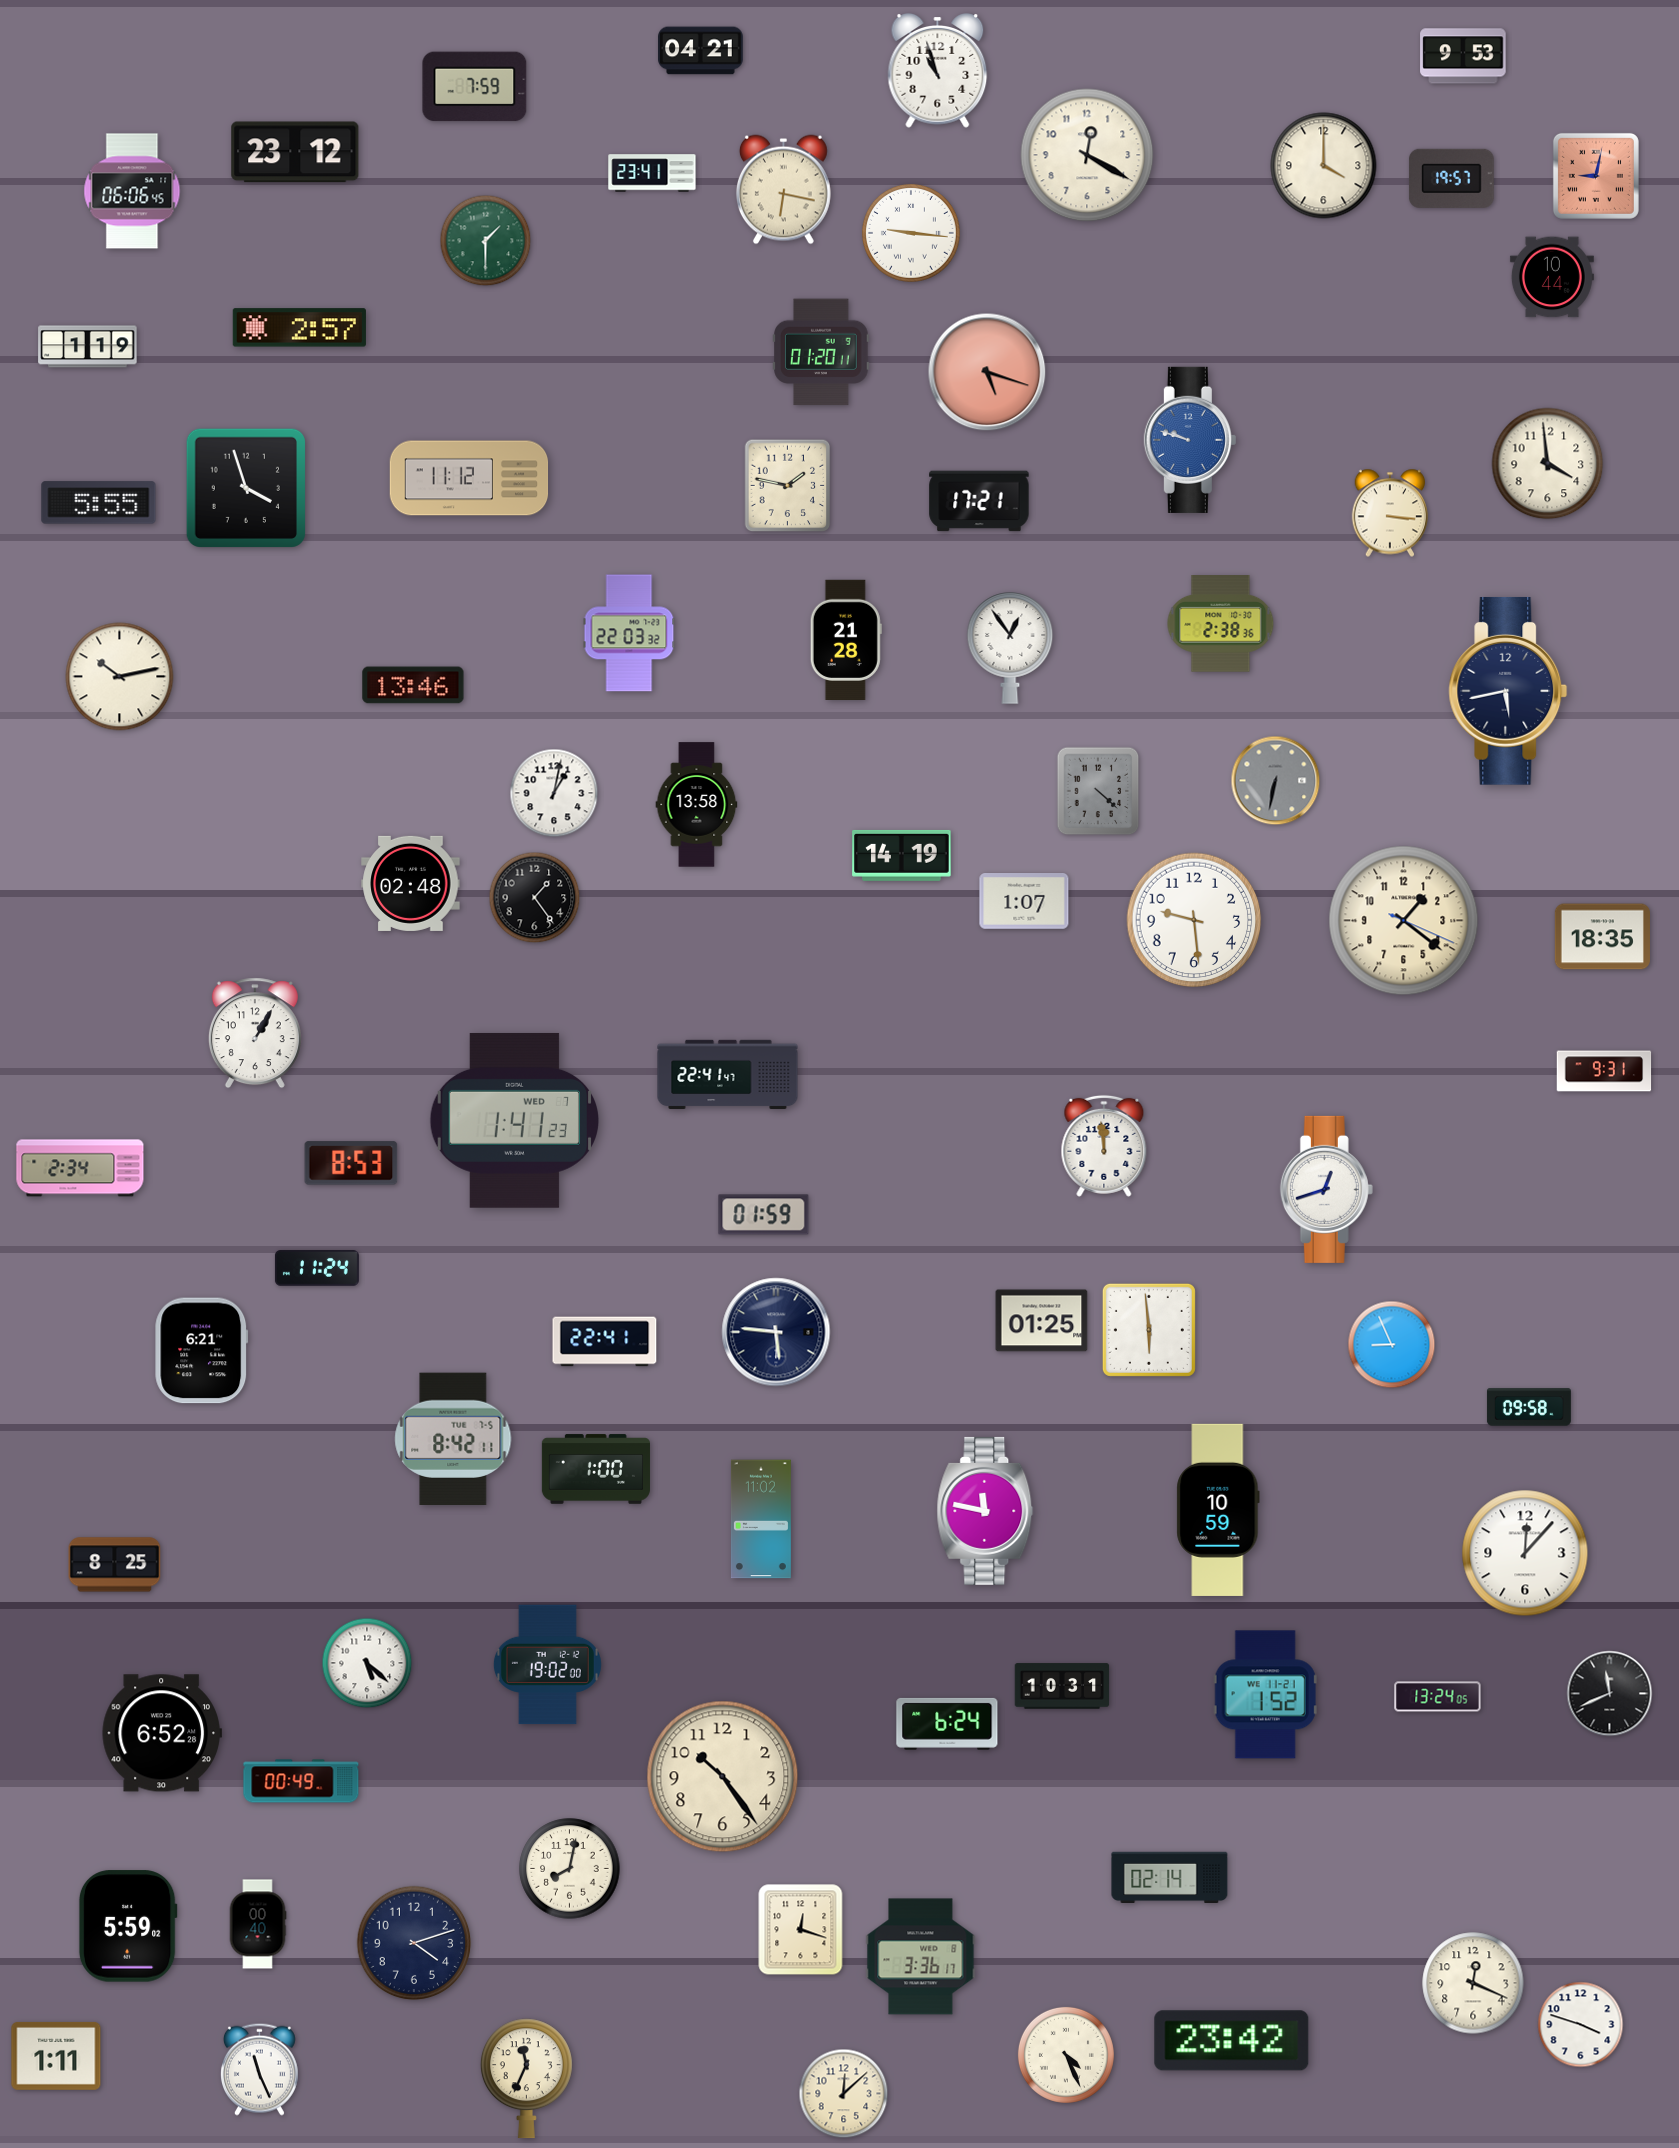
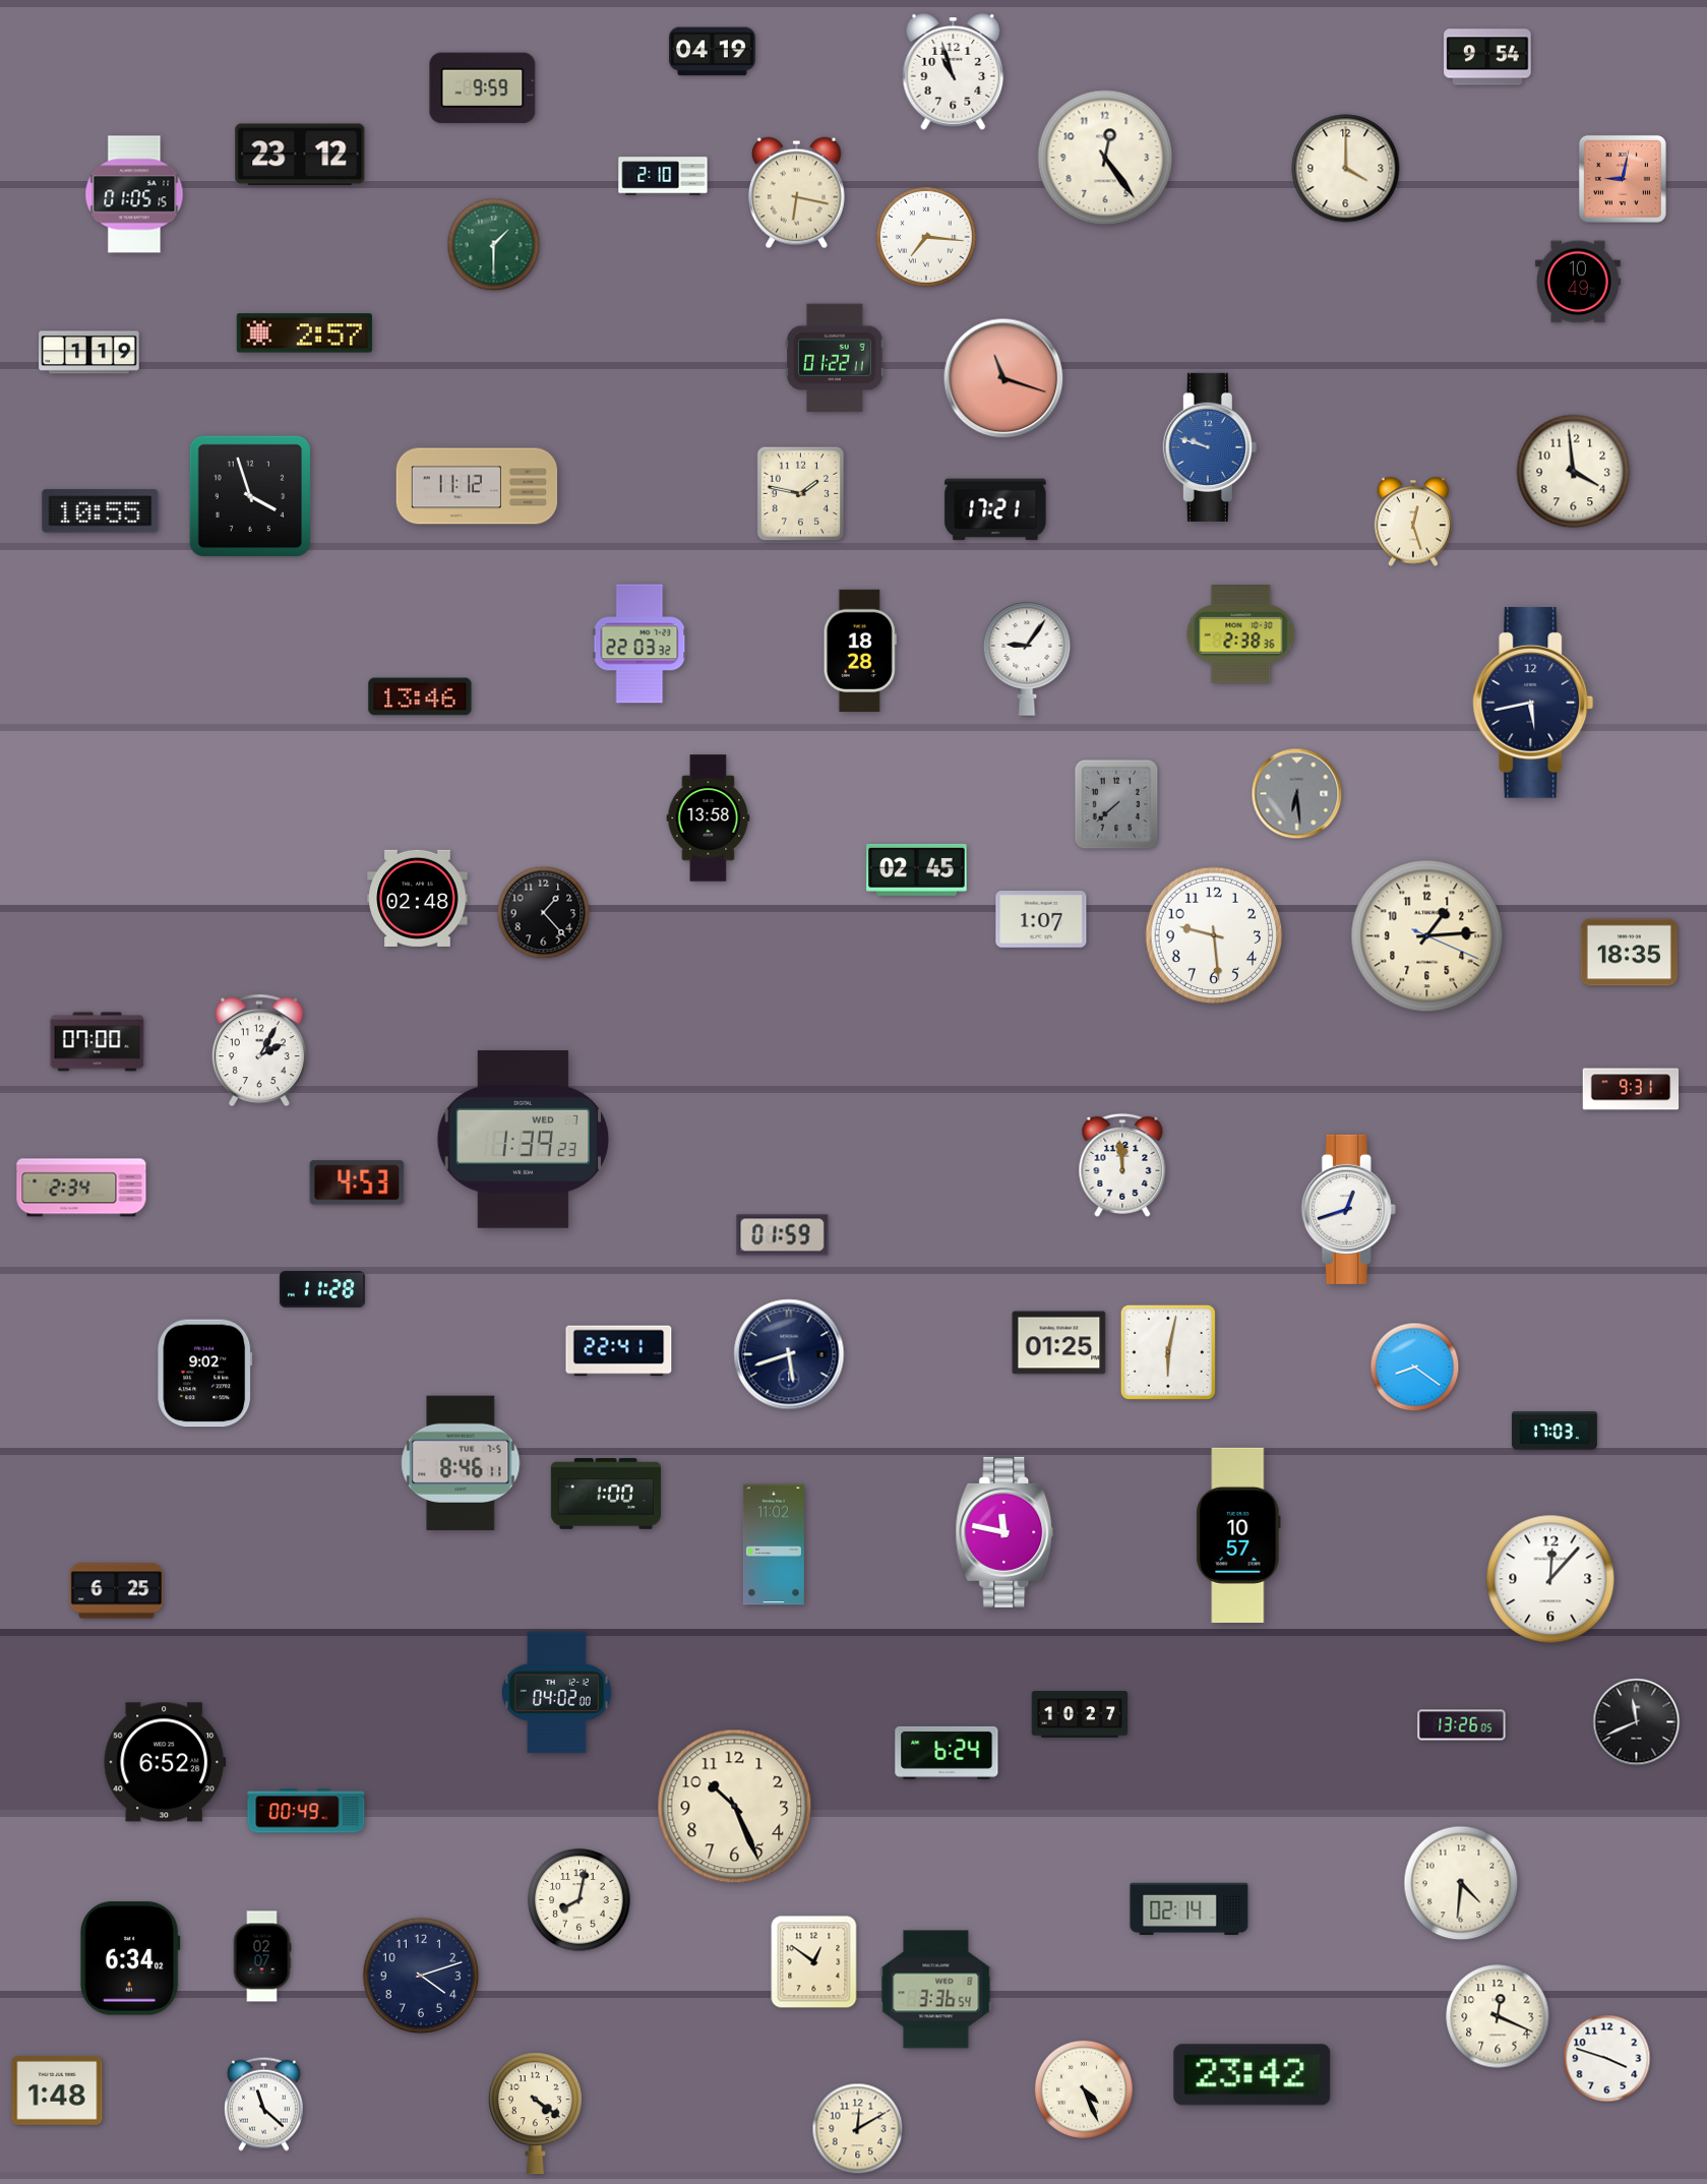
clock at (701, 51): 04:21 -> 04:19
clock at (1463, 56): 9:53 -> 9:54
clock at (475, 87): 7:59 -> 9:59
clock at (1087, 155): 12:20 -> 12:24
clock at (652, 173): 23:41 -> 2:10
clock at (1451, 178): 19:57 -> none
clock at (132, 191): 06:06 -> 01:05
clock at (911, 233): 9:16 -> 7:16
clock at (1552, 277): 10:44 -> 10:49
clock at (821, 352): 01:20 -> 01:22
clock at (987, 372): 5:18 -> 11:18
clock at (99, 503): 5:55 -> 10:55
clock at (1390, 513): 3:16 -> 12:27
clock at (846, 639): 21:28 -> 18:28
clock at (1010, 648): 12:54 -> 9:06
clock at (120, 677): 10:13 -> none
clock at (1276, 781): 6:32 -> 6:29
clock at (1098, 791): 4:22 -> 7:38
clock at (554, 793): 1:02 -> none
clock at (902, 855): 14:19 -> 02:45
clock at (535, 898): 1:24 -> 1:23
clock at (1024, 902) position: (1024, 902) -> (1041, 920)
clock at (1404, 921): 1:21 -> 1:14
clock at (98, 1042): none -> 07:00
clock at (255, 1033): 1:05 -> 2:05
clock at (728, 1075): 22:41 -> none
clock at (514, 1120): 1:41 -> 1:39
clock at (351, 1163): 8:53 -> 4:53
clock at (764, 1215) position: (764, 1215) -> (783, 1235)
clock at (317, 1268): 11:24 -> 11:28
clock at (1149, 1330): 5:59 -> 6:02
clock at (776, 1332): 5:46 -> 5:42
clock at (605, 1342) position: (605, 1342) -> (619, 1351)
clock at (1392, 1345): 8:56 -> 8:21
clock at (202, 1351): 6:21 -> 9:02
clock at (1529, 1407): 09:58 -> 17:03
clock at (453, 1438): 8:42 -> 8:46
clock at (1218, 1510): 10:59 -> 10:57
clock at (985, 1511) position: (985, 1511) -> (1004, 1532)
clock at (115, 1565): 8:25 -> 6:25
clock at (367, 1663): 5:22 -> none
clock at (547, 1665): 19:02 -> 04:02
clock at (1062, 1686): 10:31 -> 10:27
clock at (1265, 1695): 1:52 -> none
clock at (1438, 1697): 13:24 -> 13:26
clock at (947, 1724) position: (947, 1724) -> (947, 1753)
clock at (723, 1777): 10:24 -> 10:26
clock at (1461, 1883): none -> 4:31
clock at (258, 1924): 00:40 -> 02:07
clock at (128, 1926): 5:59 -> 6:34
clock at (801, 1930): 12:18 -> 12:51
clock at (921, 1957): 3:36:17 -> 3:36:54
clock at (56, 2056): 1:11 -> 1:48
clock at (259, 2069): 11:26 -> 11:22
clock at (526, 2079): 11:34 -> 4:21
clock at (844, 2094): 12:08 -> 12:10
